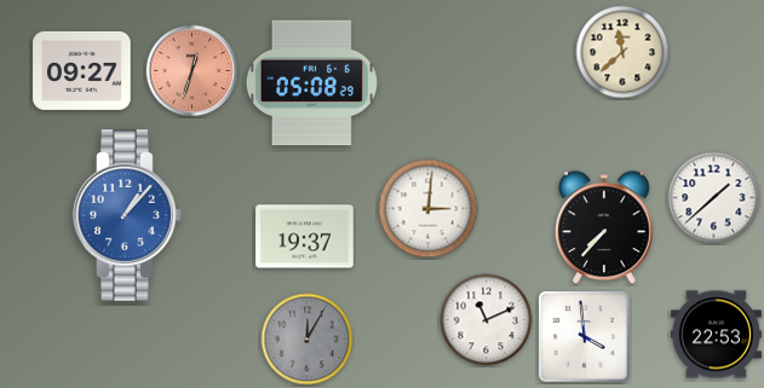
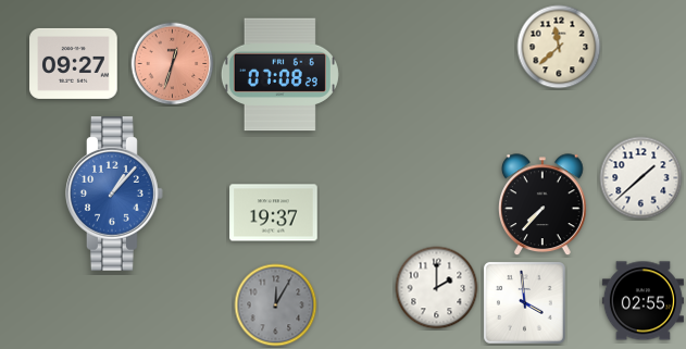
clock at (311, 83): 05:08 -> 07:08
clock at (429, 209): 3:01 -> none
clock at (487, 320): 11:11 -> 2:00
clock at (716, 335): 22:53 -> 02:55
